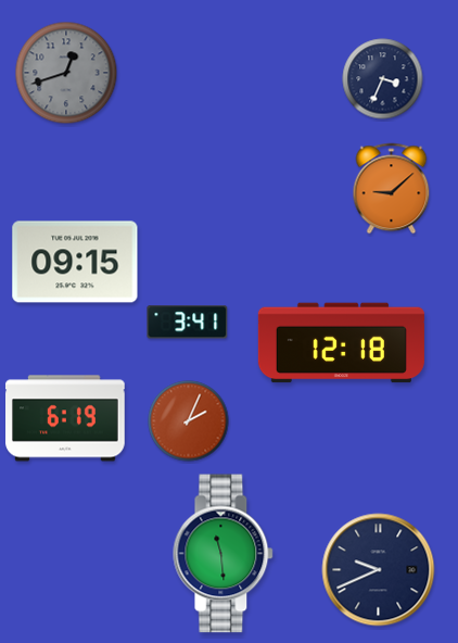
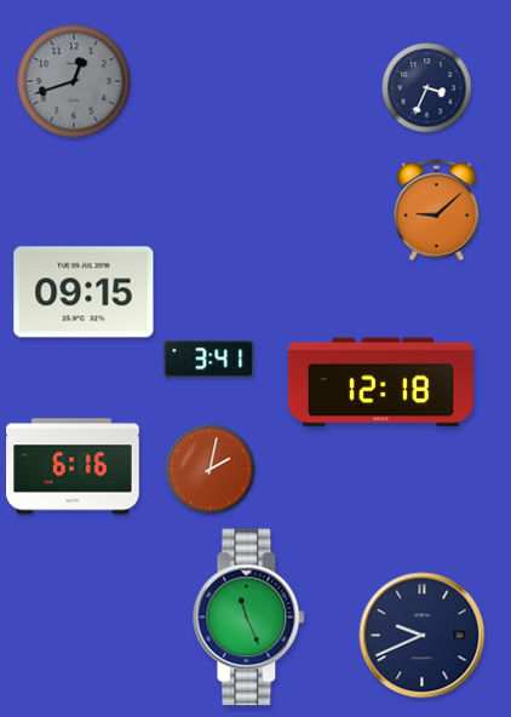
clock at (65, 418): 6:19 -> 6:16
clock at (189, 421): 2:04 -> 2:02
clock at (224, 554): 11:29 -> 11:26
